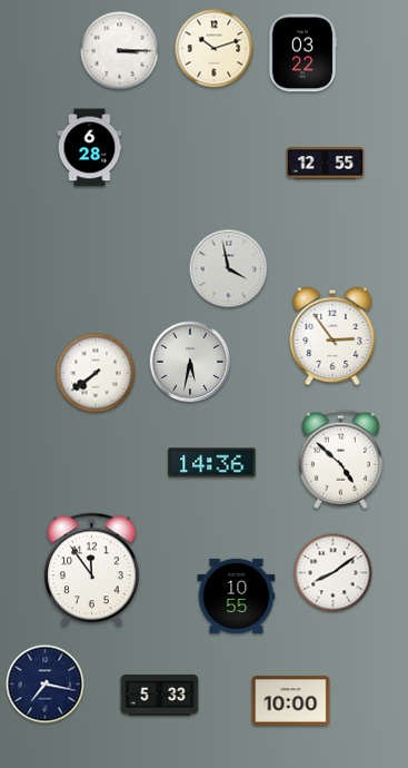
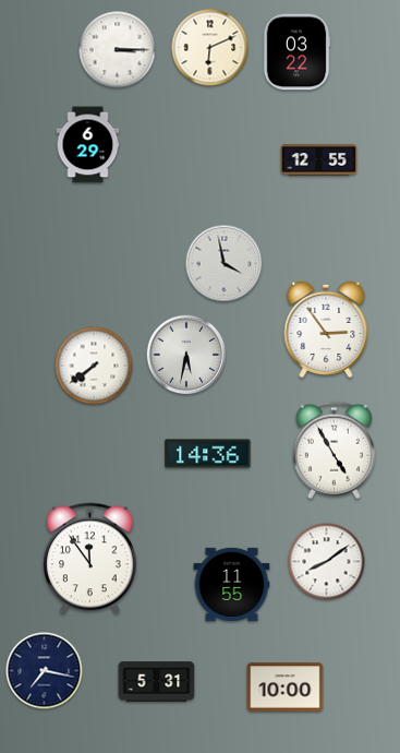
clock at (215, 49): 10:12 -> 6:11
clock at (90, 148): 6:28 -> 6:29
clock at (340, 460): 4:52 -> 4:55
clock at (237, 595): 10:55 -> 11:55
clock at (160, 696): 5:33 -> 5:31
